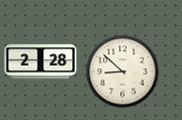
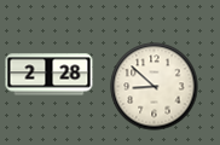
clock at (123, 72) position: (123, 72) -> (155, 87)
